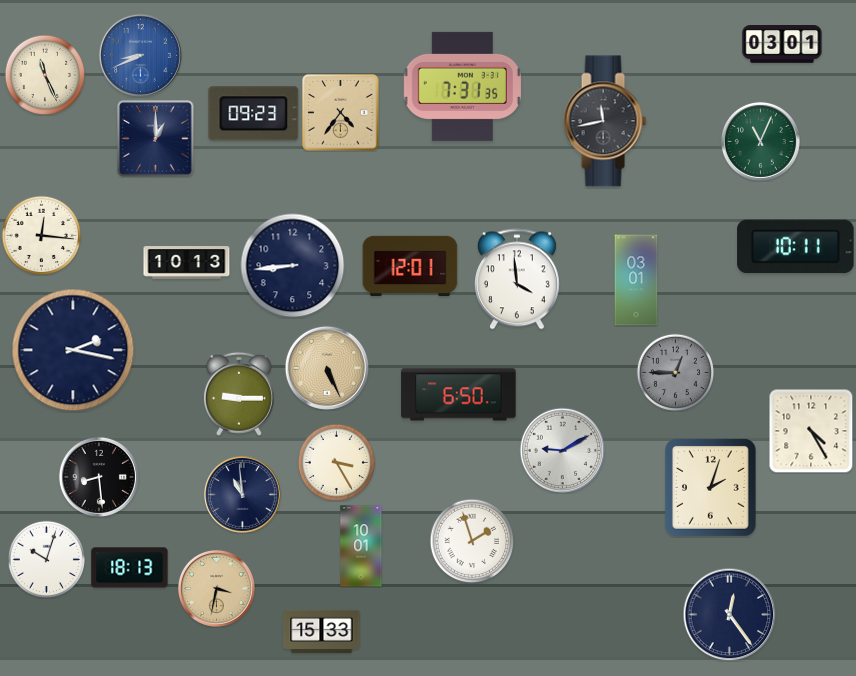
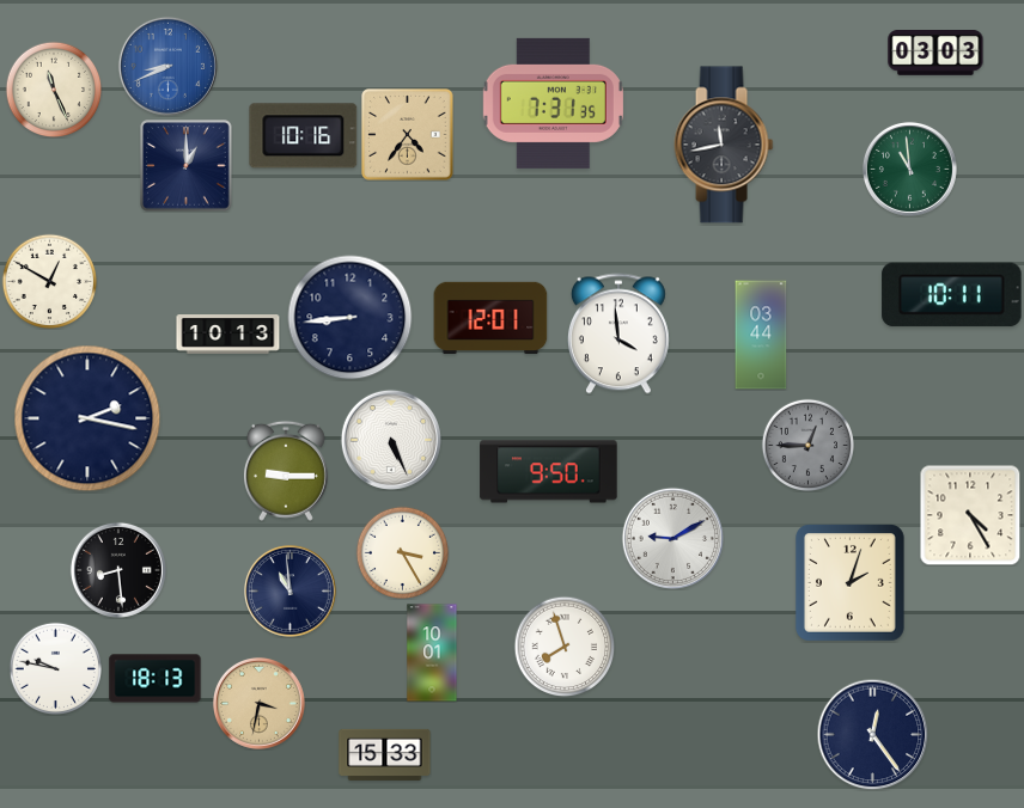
clock at (782, 45): 03:01 -> 03:03
clock at (254, 114): 09:23 -> 10:16
clock at (760, 141): 11:04 -> 10:59
clock at (41, 235): 12:16 -> 12:50
clock at (187, 263) position: (187, 263) -> (228, 335)
clock at (636, 280): 03:01 -> 03:44
clock at (327, 368) dial: champagne -> white
clock at (459, 395): 6:50 -> 9:50
clock at (472, 541): 1:57 -> 7:57
clock at (46, 559): 10:03 -> 9:47
